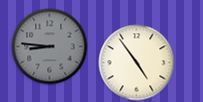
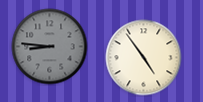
clock at (137, 63) position: (137, 63) -> (144, 58)
